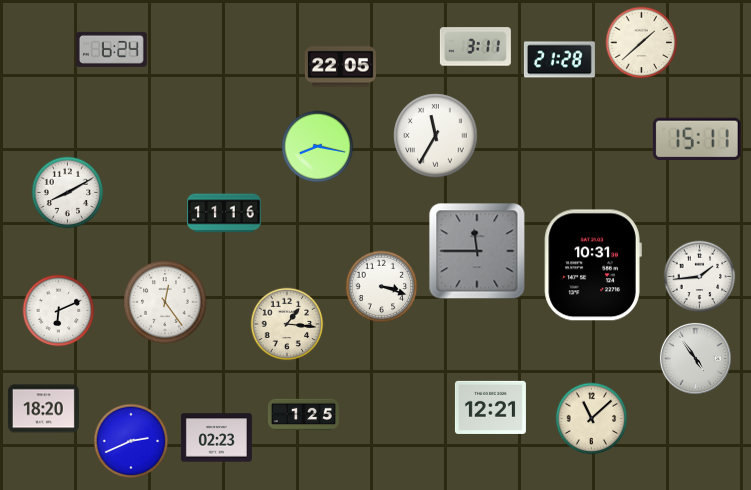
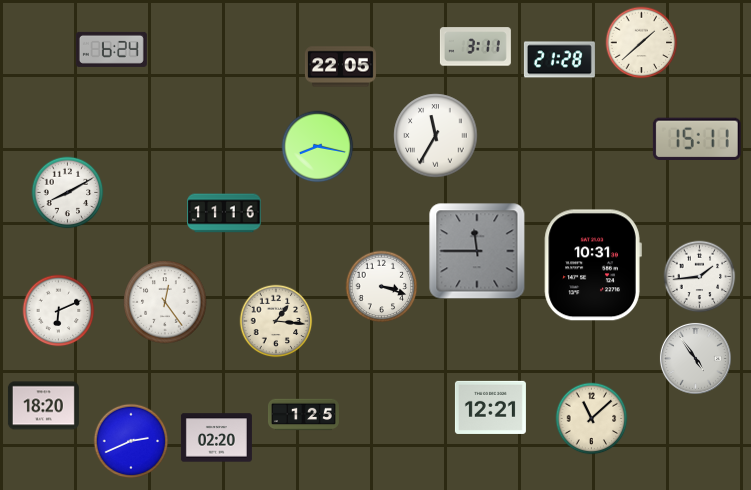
clock at (287, 324) position: (287, 324) -> (276, 321)
clock at (43, 409) position: (43, 409) -> (43, 406)
clock at (216, 438): 02:23 -> 02:20
